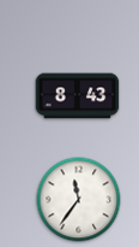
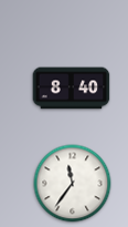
clock at (78, 96): 8:43 -> 8:40
